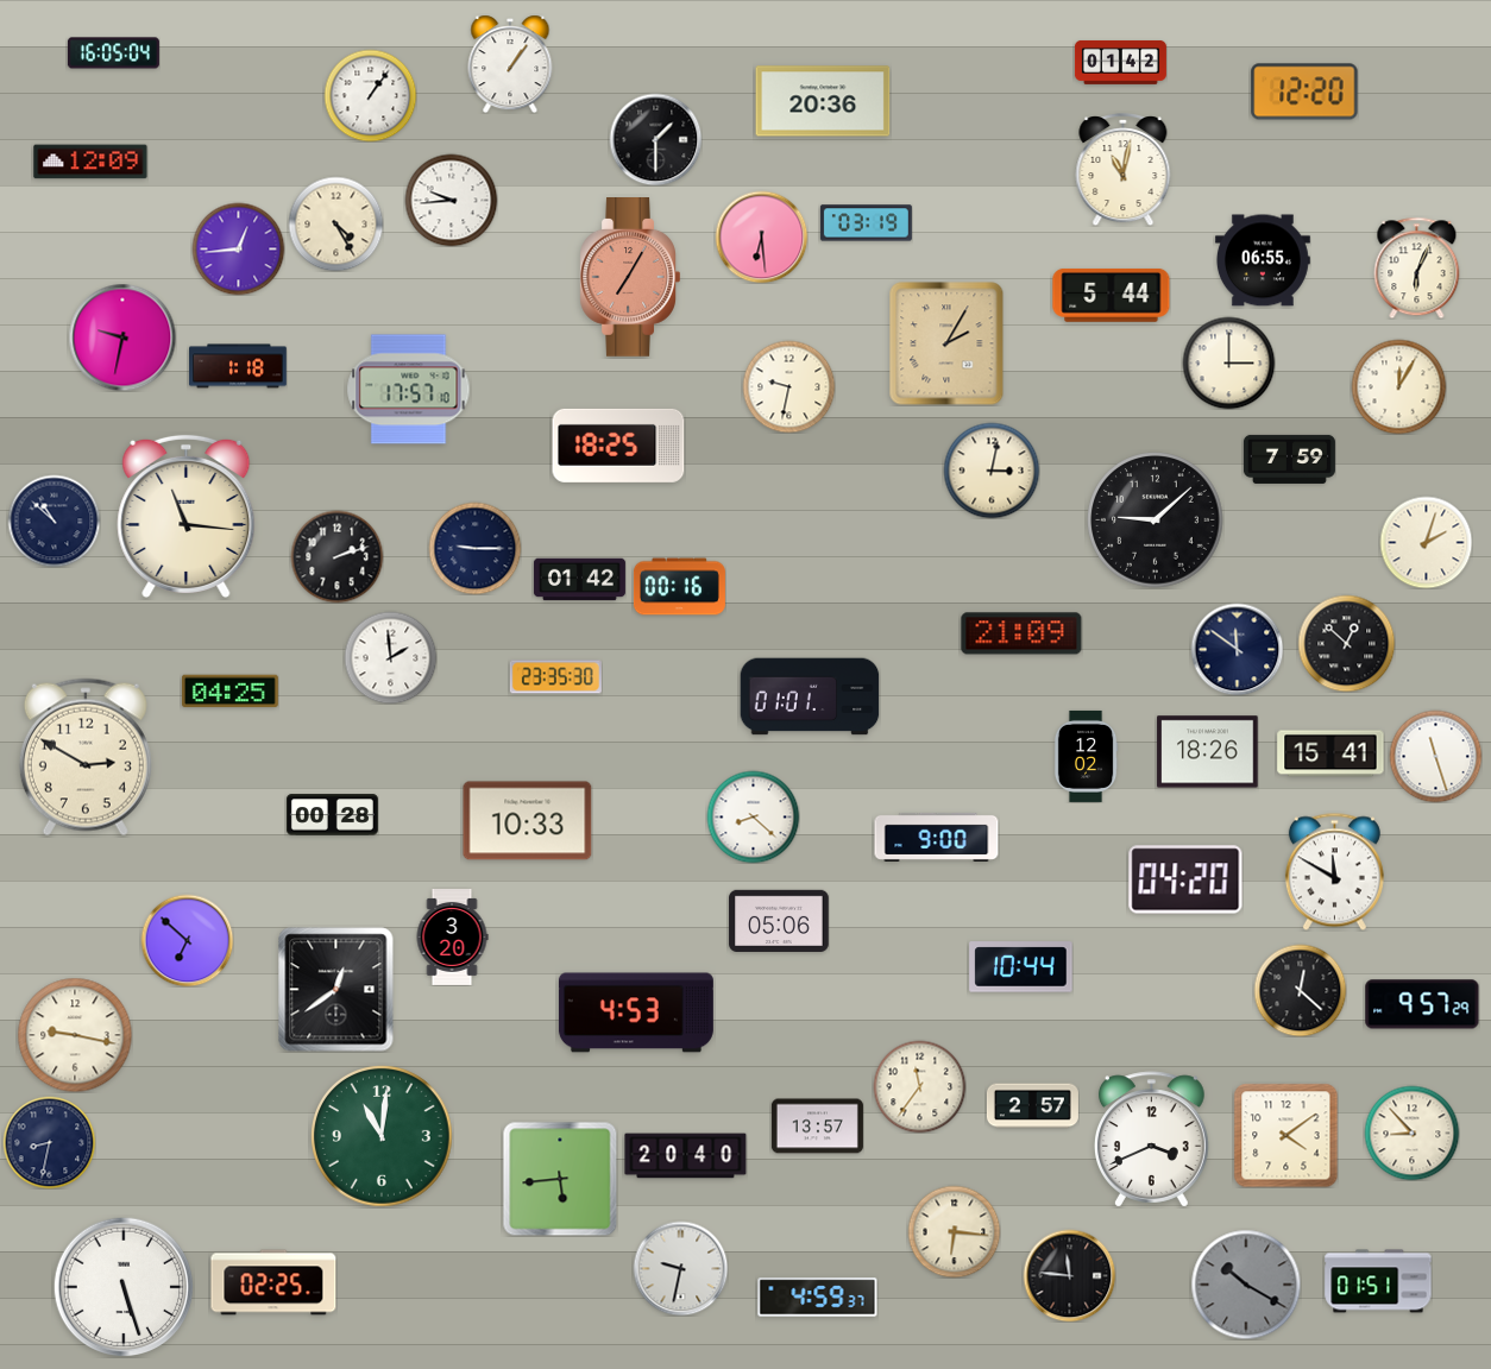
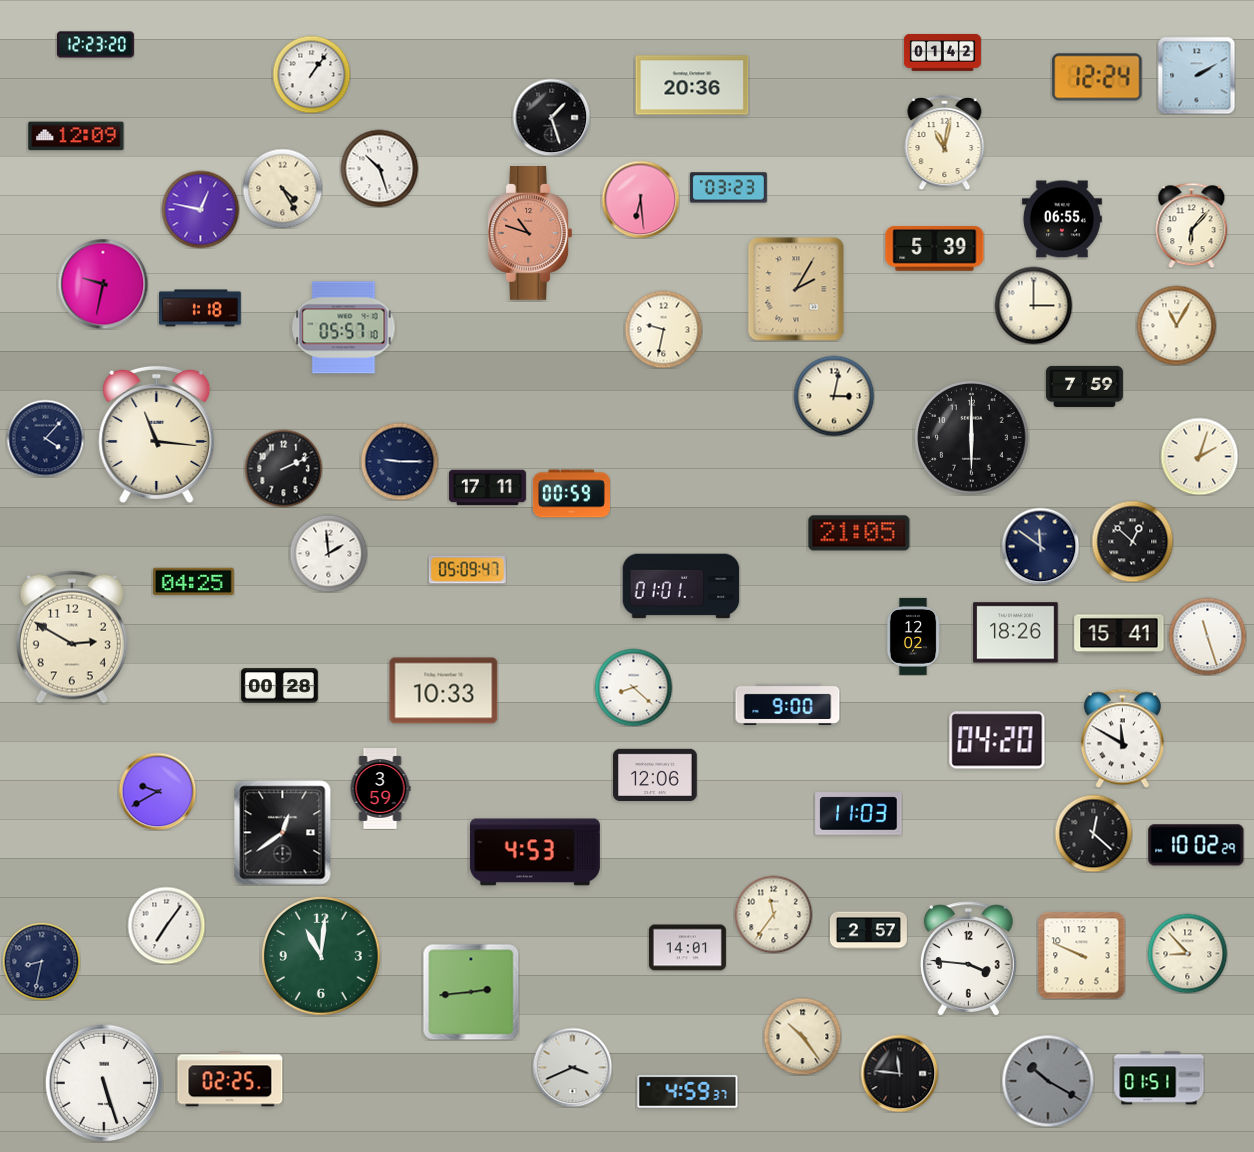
clock at (113, 53): 16:05 -> 12:23
clock at (510, 64): 1:06 -> none
clock at (1196, 75): none -> 2:10
clock at (1304, 92): 12:20 -> 12:24
clock at (370, 95) position: (370, 95) -> (311, 74)
clock at (655, 139): 1:30 -> 1:27
clock at (451, 200): 9:44 -> 10:27
clock at (866, 223): 03:19 -> 03:23
clock at (238, 248): 12:44 -> 12:47
clock at (1417, 267): 6:04 -> 6:07
clock at (630, 278): 7:05 -> 10:48
clock at (1112, 295): 5:44 -> 5:39
clock at (788, 386) position: (788, 386) -> (663, 329)
clock at (1398, 386): 12:05 -> 11:05
clock at (409, 390): 17:57 -> 05:57
clock at (618, 446): 18:25 -> none
clock at (54, 521): 10:52 -> 4:07
clock at (1156, 521): 9:08 -> 6:00
clock at (336, 556): 2:12 -> 2:11
clock at (579, 580): 01:42 -> 17:11
clock at (679, 587): 00:16 -> 00:59
clock at (1021, 633): 21:09 -> 21:05
clock at (555, 677): 23:35 -> 05:09
clock at (1334, 871) position: (1334, 871) -> (1122, 738)
clock at (779, 920): 05:06 -> 12:06
clock at (452, 938): 3:20 -> 3:59
clock at (187, 940): 6:52 -> 9:40
clock at (1021, 967): 10:44 -> 11:03
clock at (1422, 1004): 9:57 -> 10:02
clock at (75, 1035): 9:17 -> none
clock at (166, 925): none -> 7:06
clock at (817, 1127): 13:57 -> 14:01
clock at (1285, 1135): 4:09 -> 9:49
clock at (1152, 1140): 3:41 -> 3:46
clock at (686, 1156): 20:40 -> none
clock at (560, 1179): 5:44 -> 2:44
clock at (954, 1231): 6:16 -> 10:24
clock at (680, 1268): 9:32 -> 3:41
